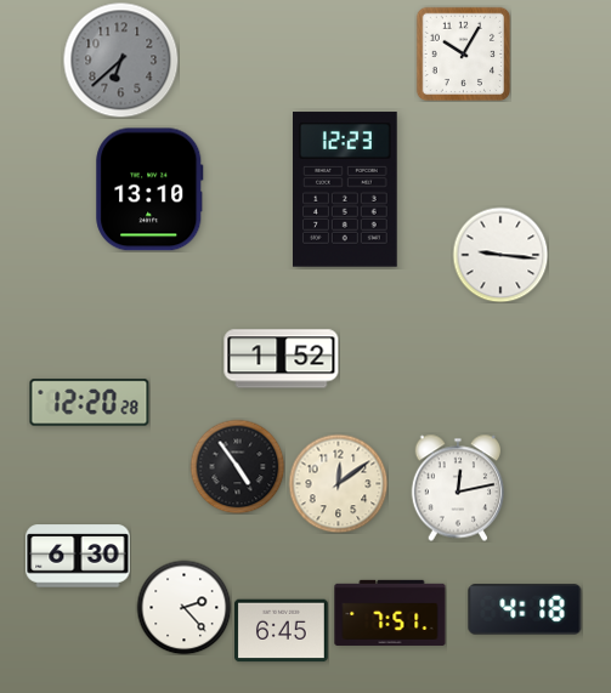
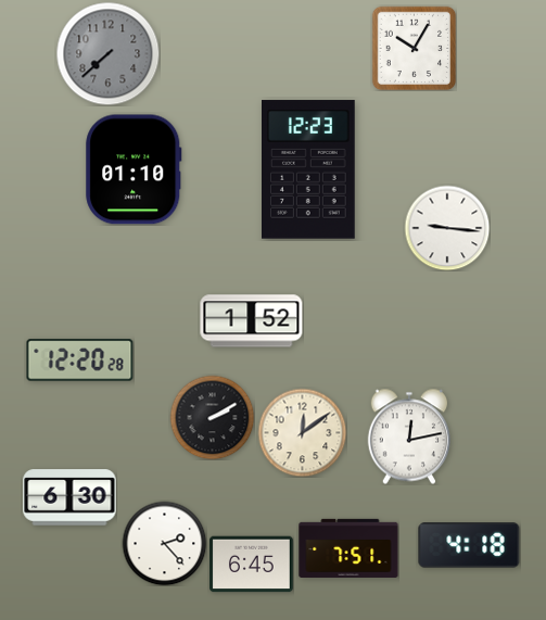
clock at (120, 59): 6:38 -> 7:38
clock at (149, 189): 13:10 -> 01:10
clock at (237, 466): 4:54 -> 2:10
